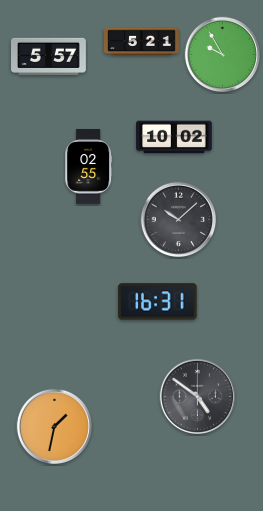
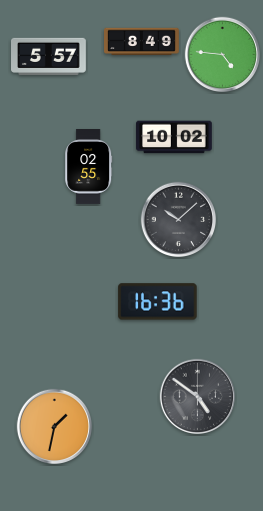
clock at (142, 42): 5:21 -> 8:49
clock at (222, 54): 9:55 -> 4:46
clock at (158, 302): 16:31 -> 16:36
